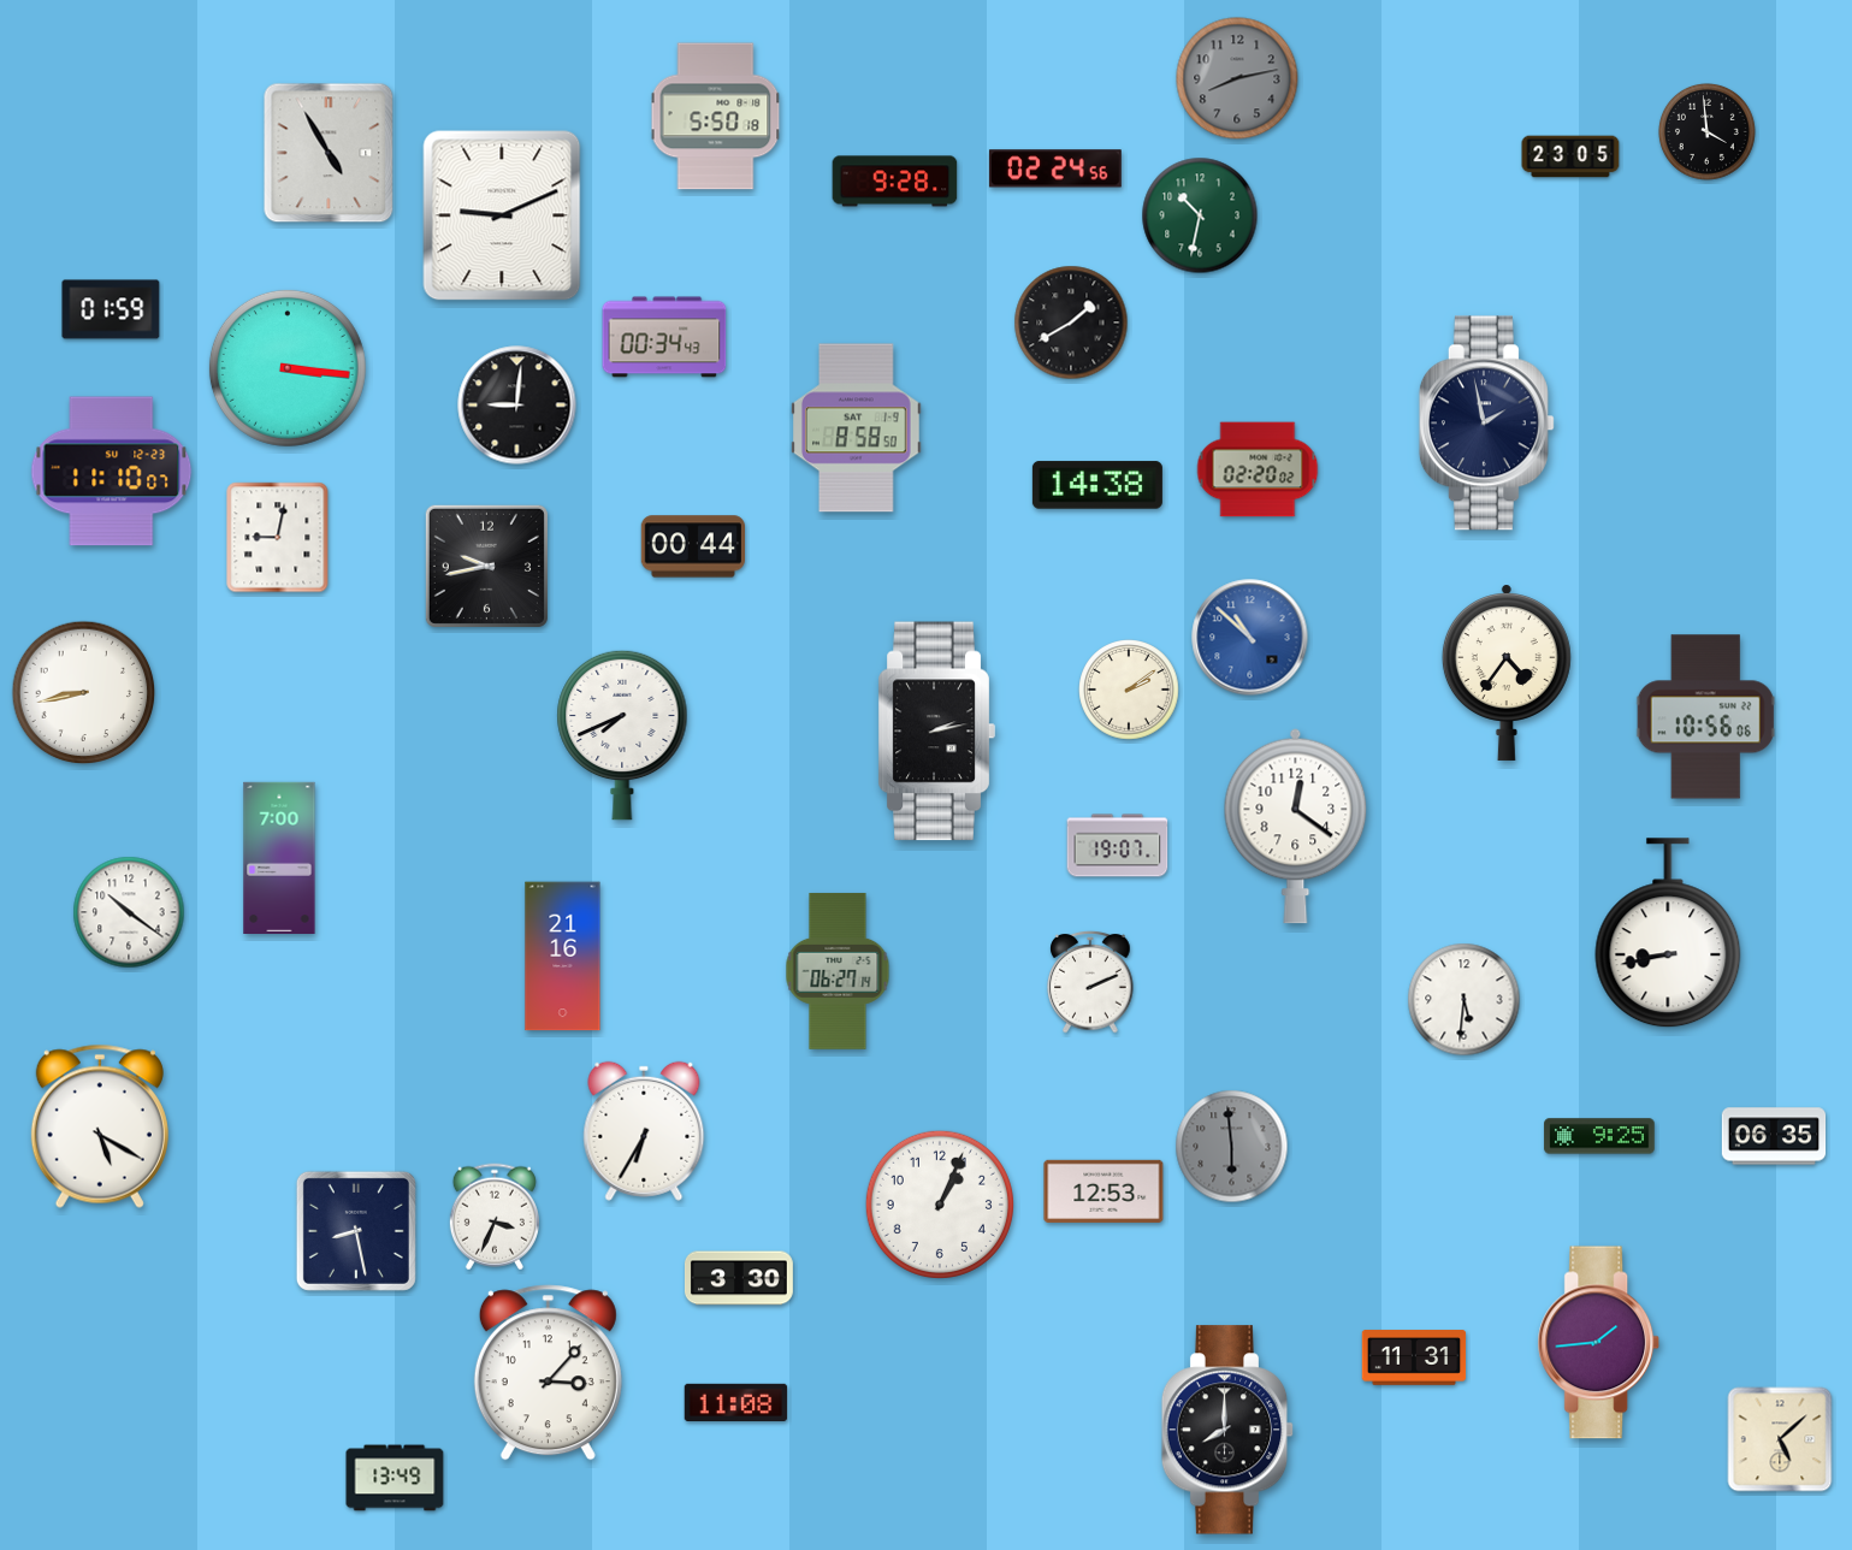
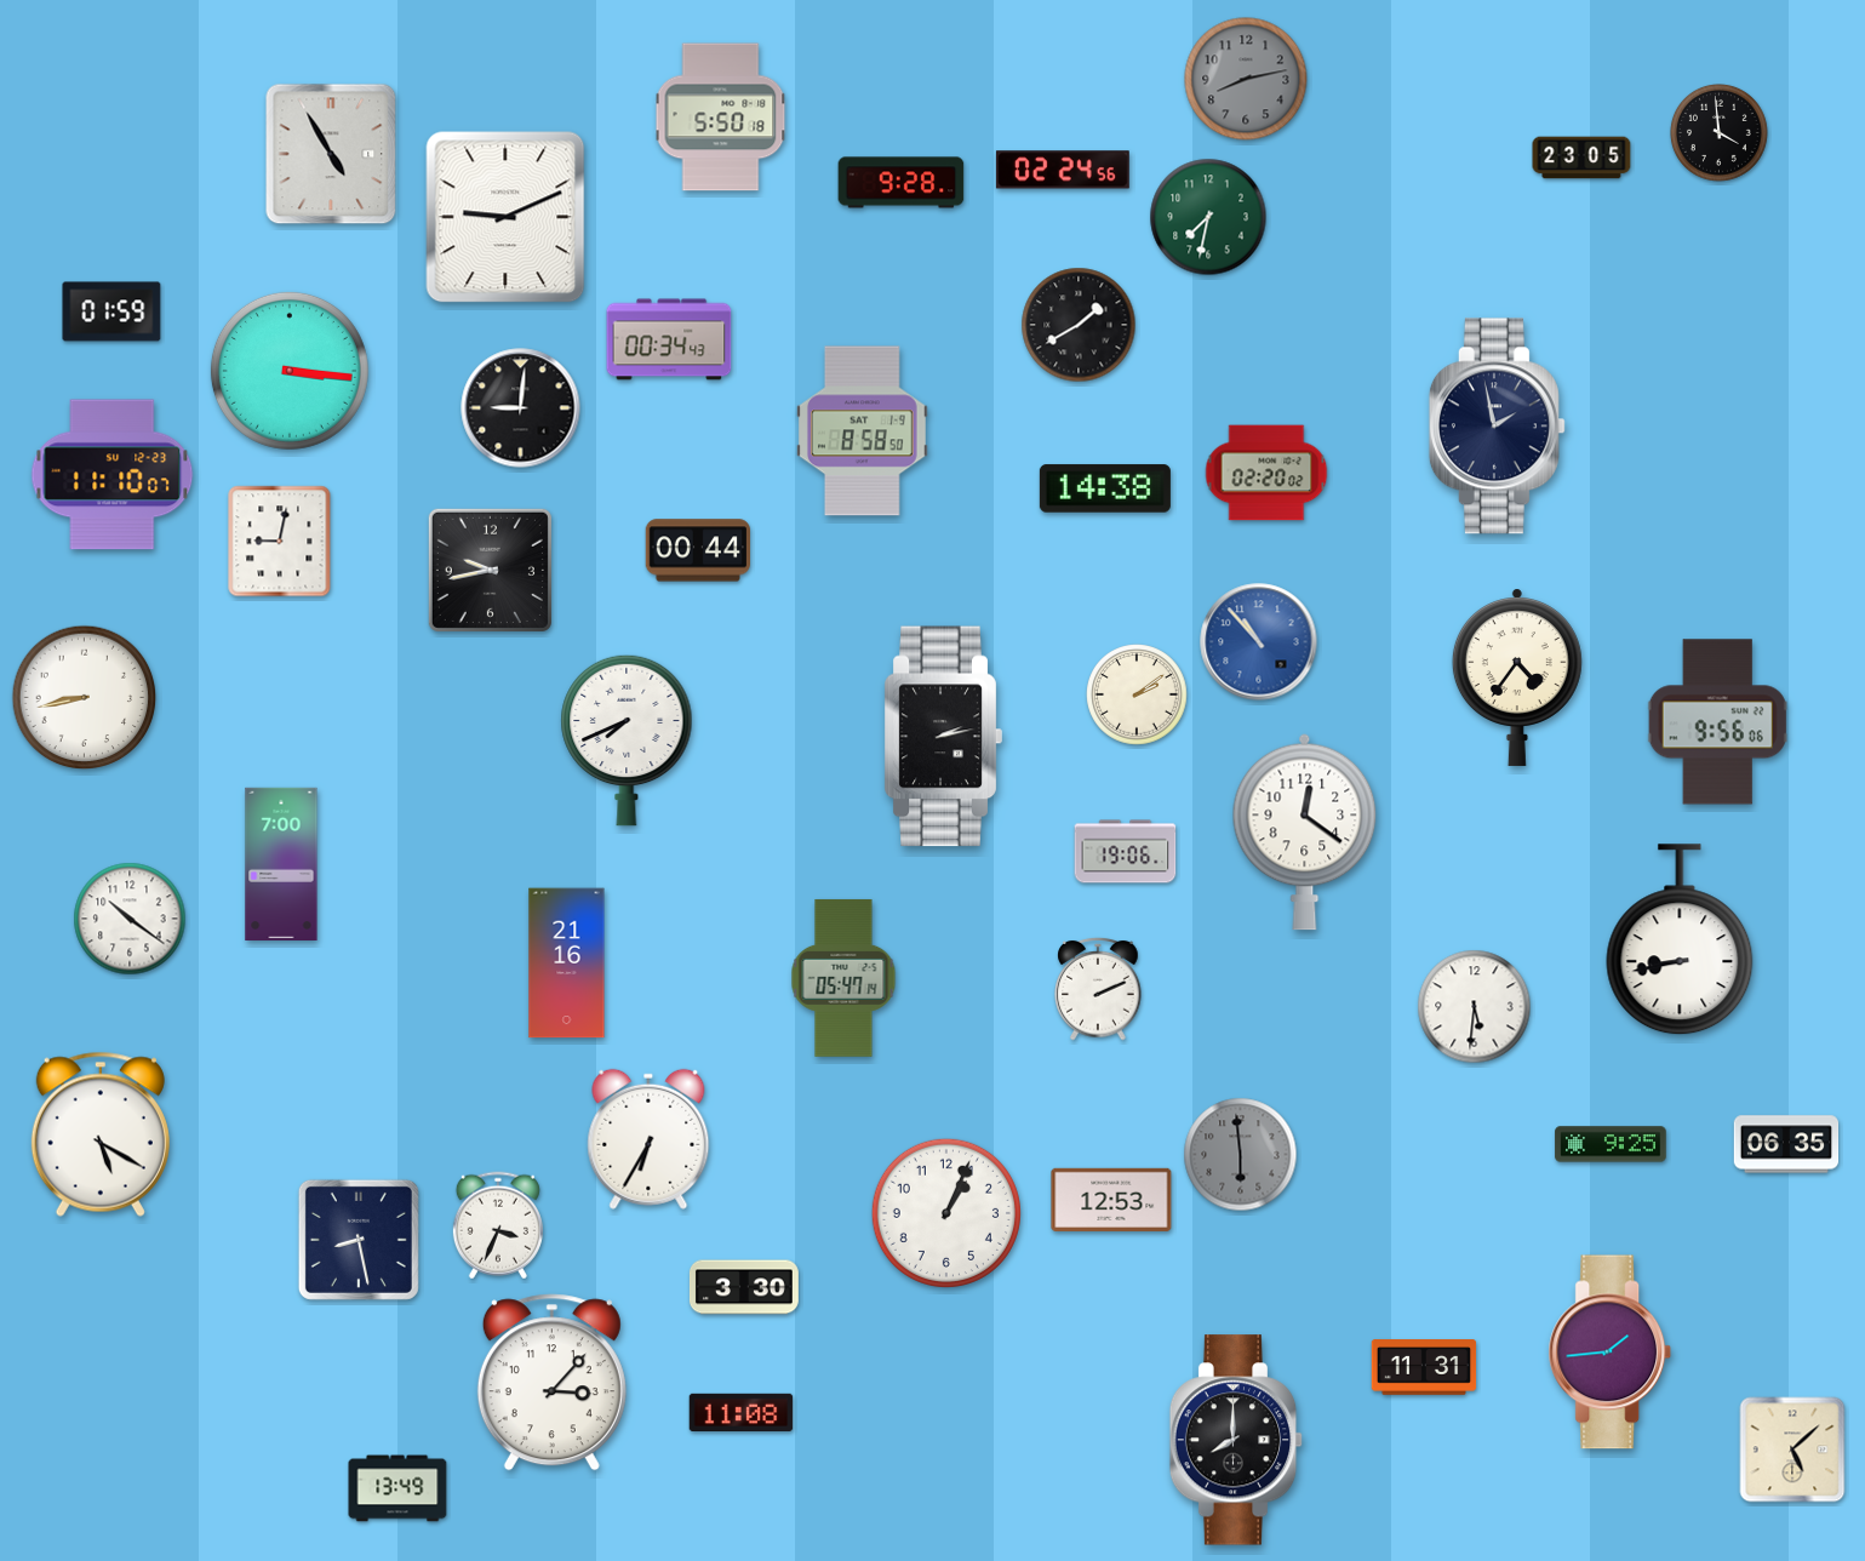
clock at (1200, 215): 10:32 -> 7:32
clock at (1250, 638): 10:52 -> 10:53
clock at (1705, 717): 10:56 -> 9:56
clock at (1118, 846): 19:07 -> 19:06
clock at (838, 971): 06:27 -> 05:47
